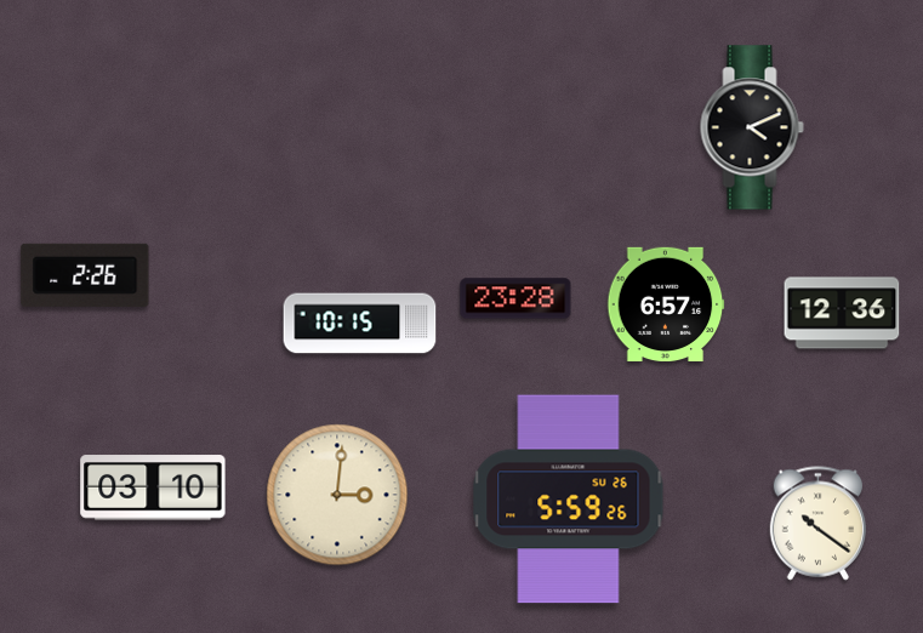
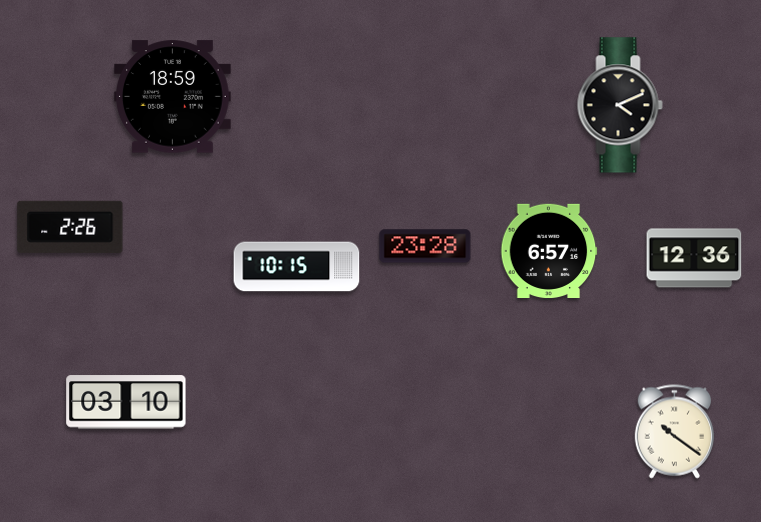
clock at (173, 97): none -> 18:59
clock at (337, 495): 3:01 -> none
clock at (569, 500): 5:59 -> none
